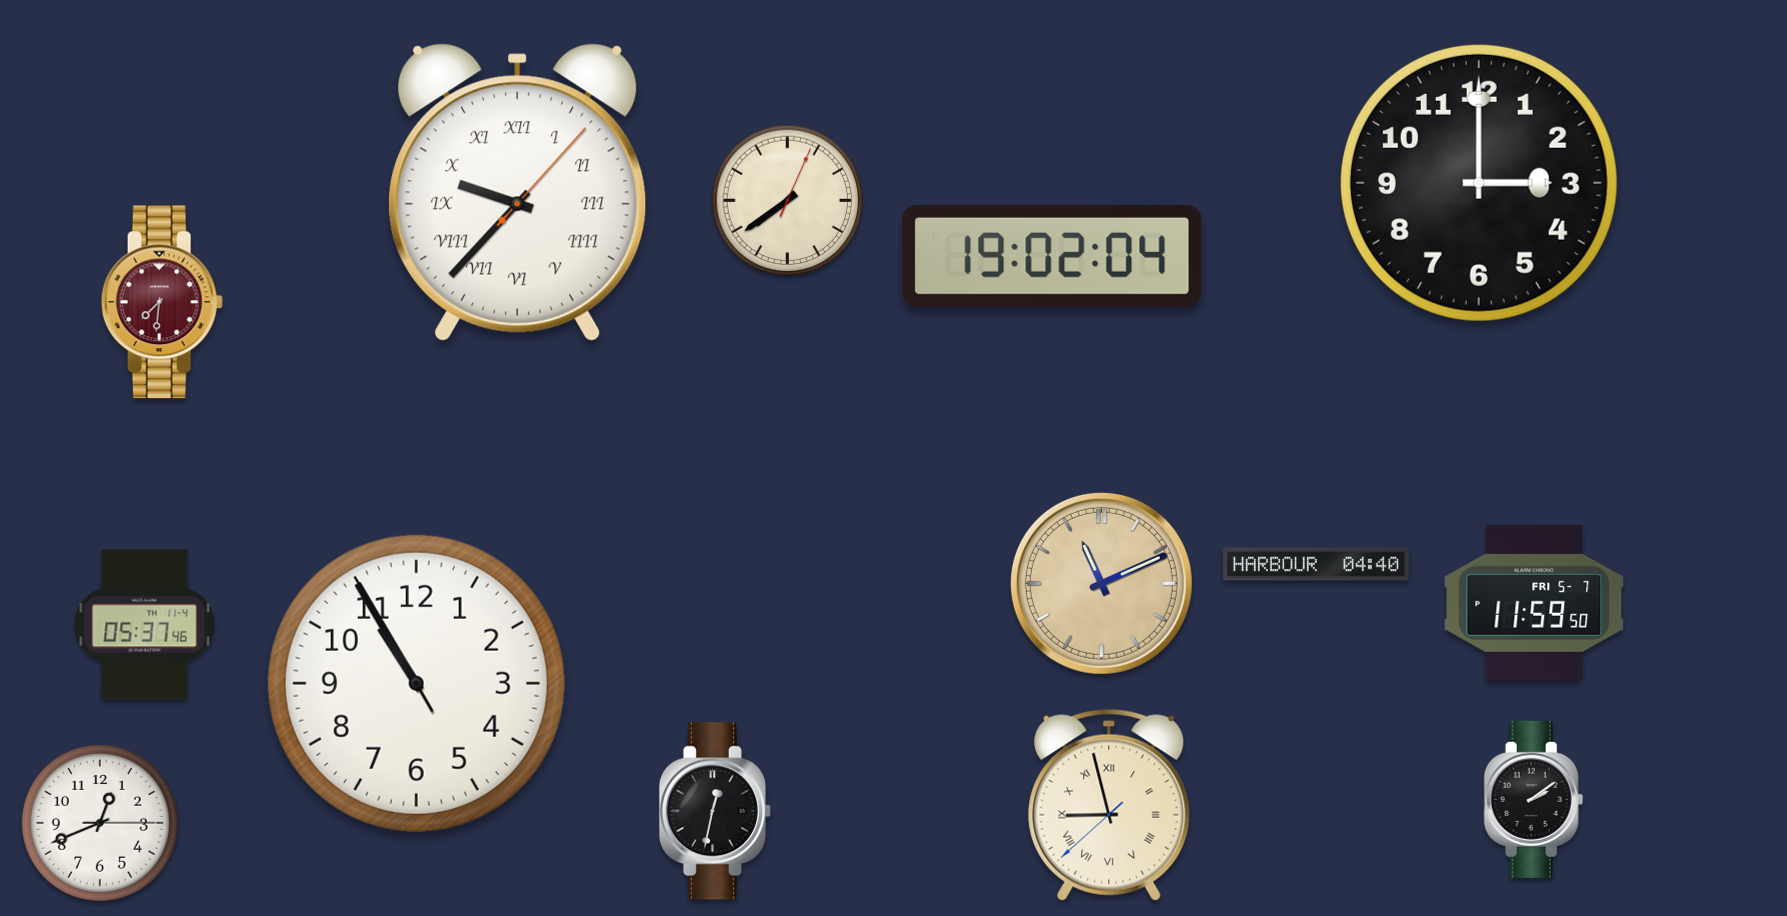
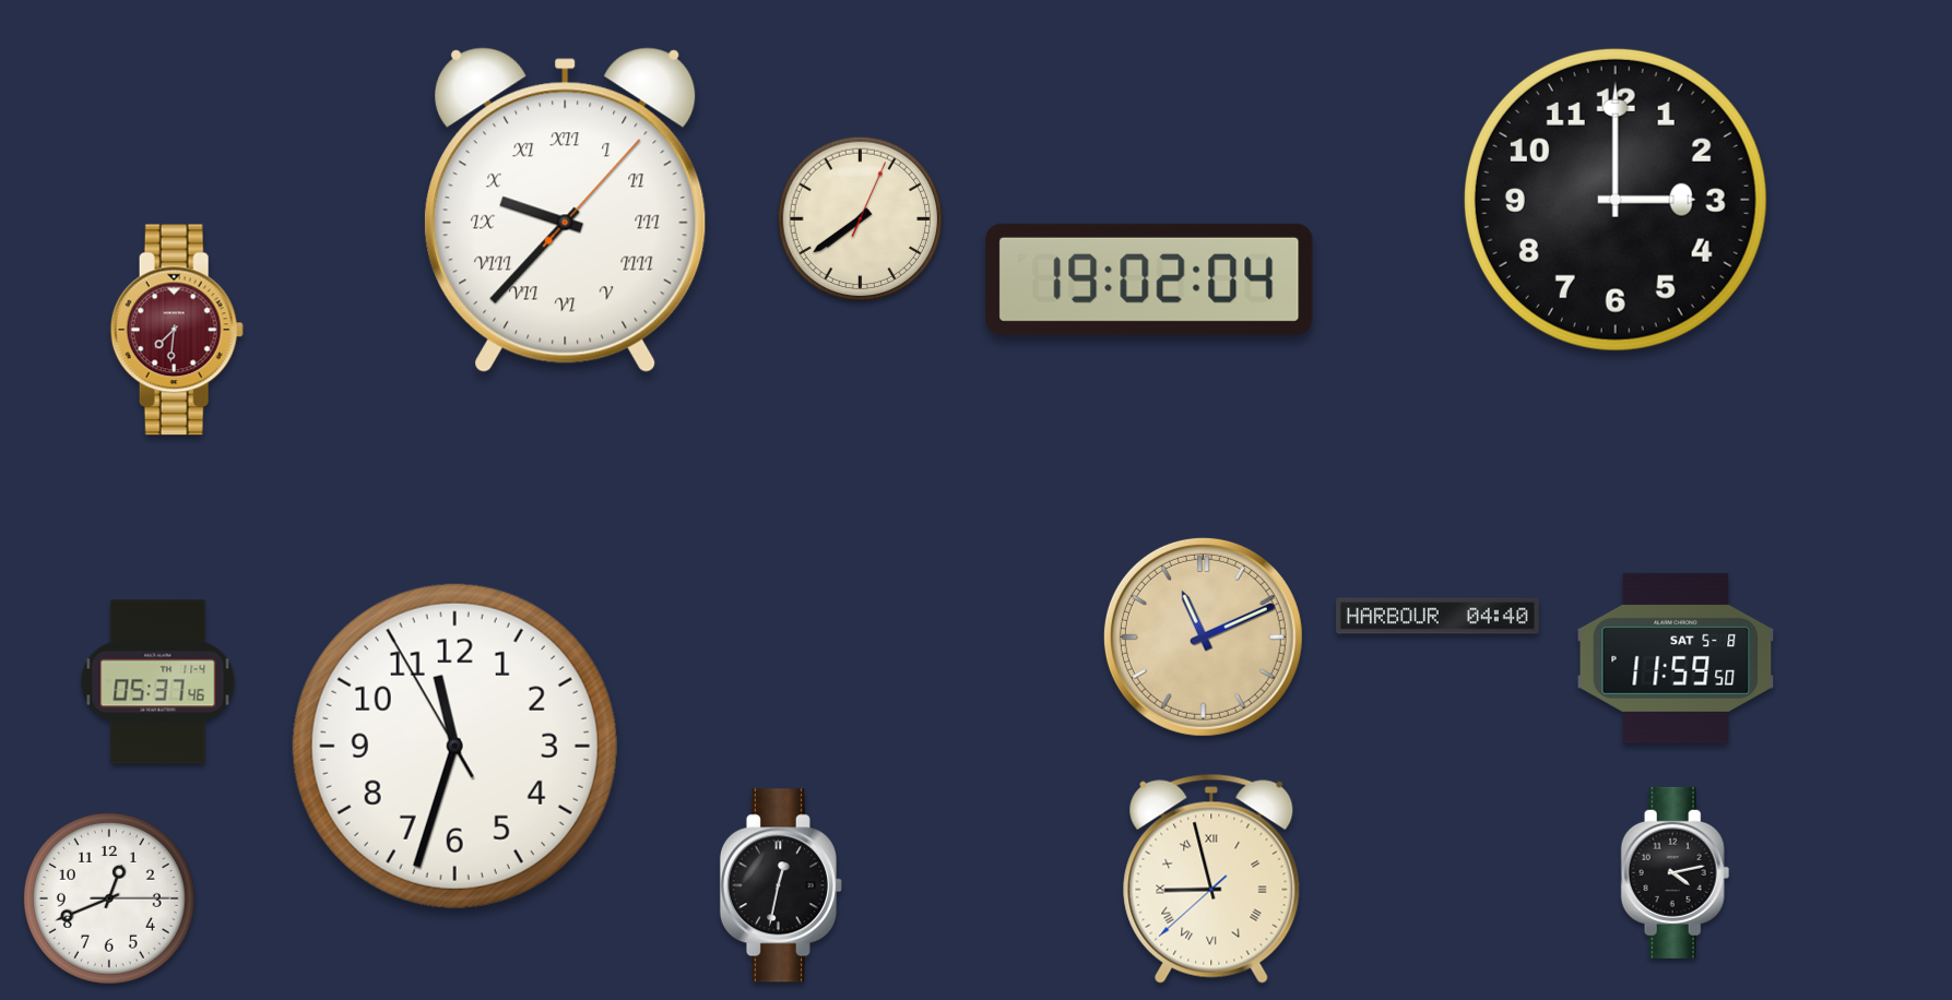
clock at (1534, 603) date: FRI 5-7 -> SAT 5-8
clock at (416, 683): 10:54 -> 11:32
clock at (1534, 799): 2:09 -> 4:13
